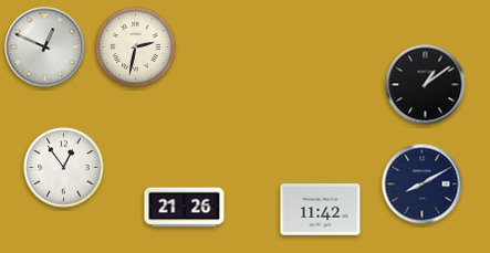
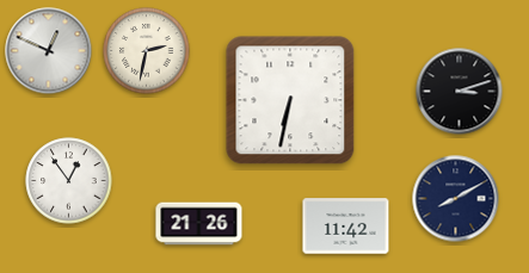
clock at (426, 85): 1:09 -> 3:12
clock at (290, 100): none -> 6:32
